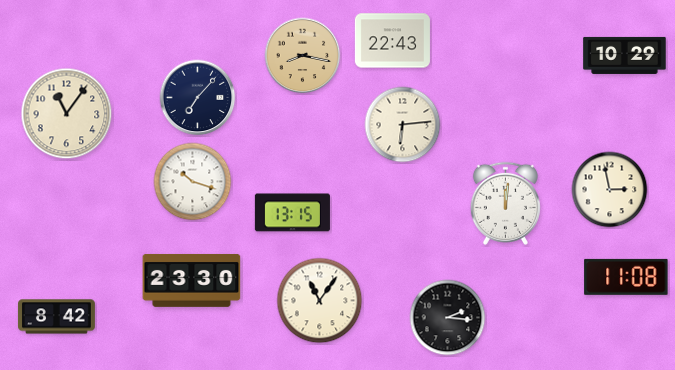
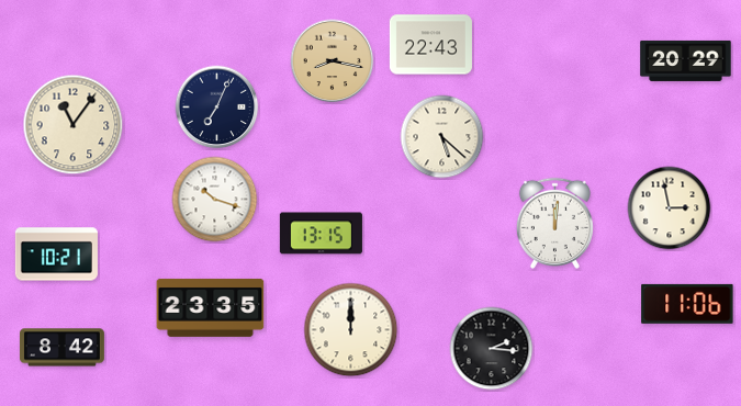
clock at (625, 55): 10:29 -> 20:29
clock at (198, 98): 7:07 -> 7:04
clock at (403, 125): 6:14 -> 5:22
clock at (193, 182) position: (193, 182) -> (215, 200)
clock at (56, 255): none -> 10:21
clock at (626, 277): 11:08 -> 11:06
clock at (192, 280): 23:30 -> 23:35
clock at (320, 301): 11:06 -> 12:00
